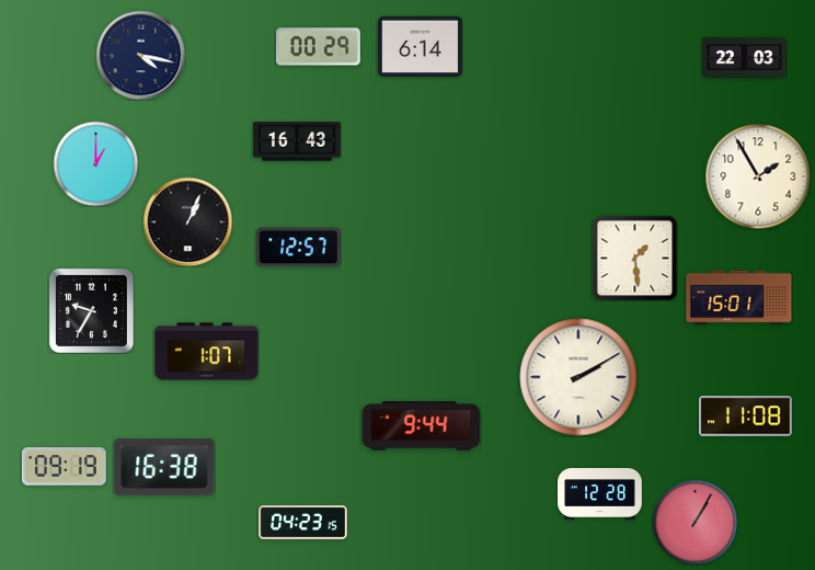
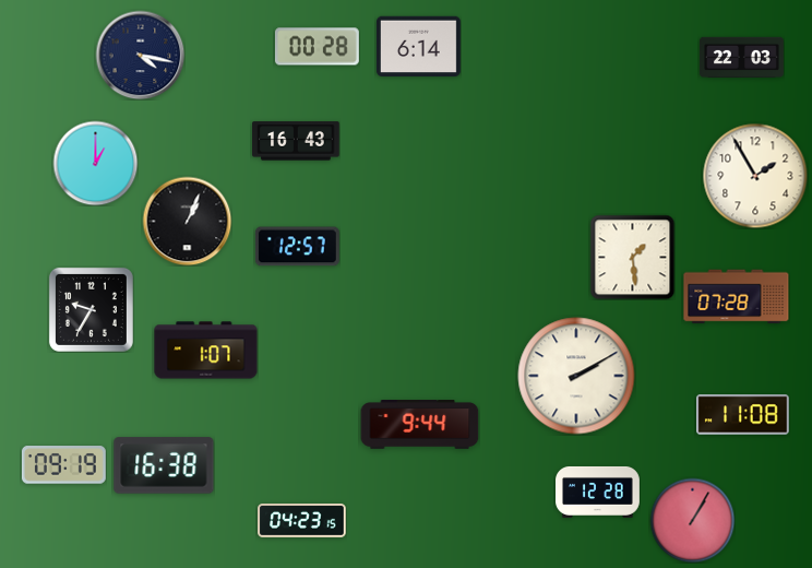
clock at (318, 47): 00:29 -> 00:28
clock at (739, 298): 15:01 -> 07:28
